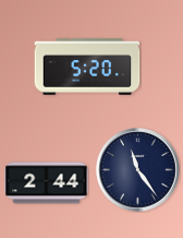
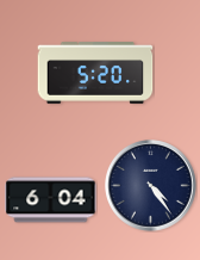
clock at (138, 170): 11:24 -> 4:24
clock at (47, 183): 2:44 -> 6:04
